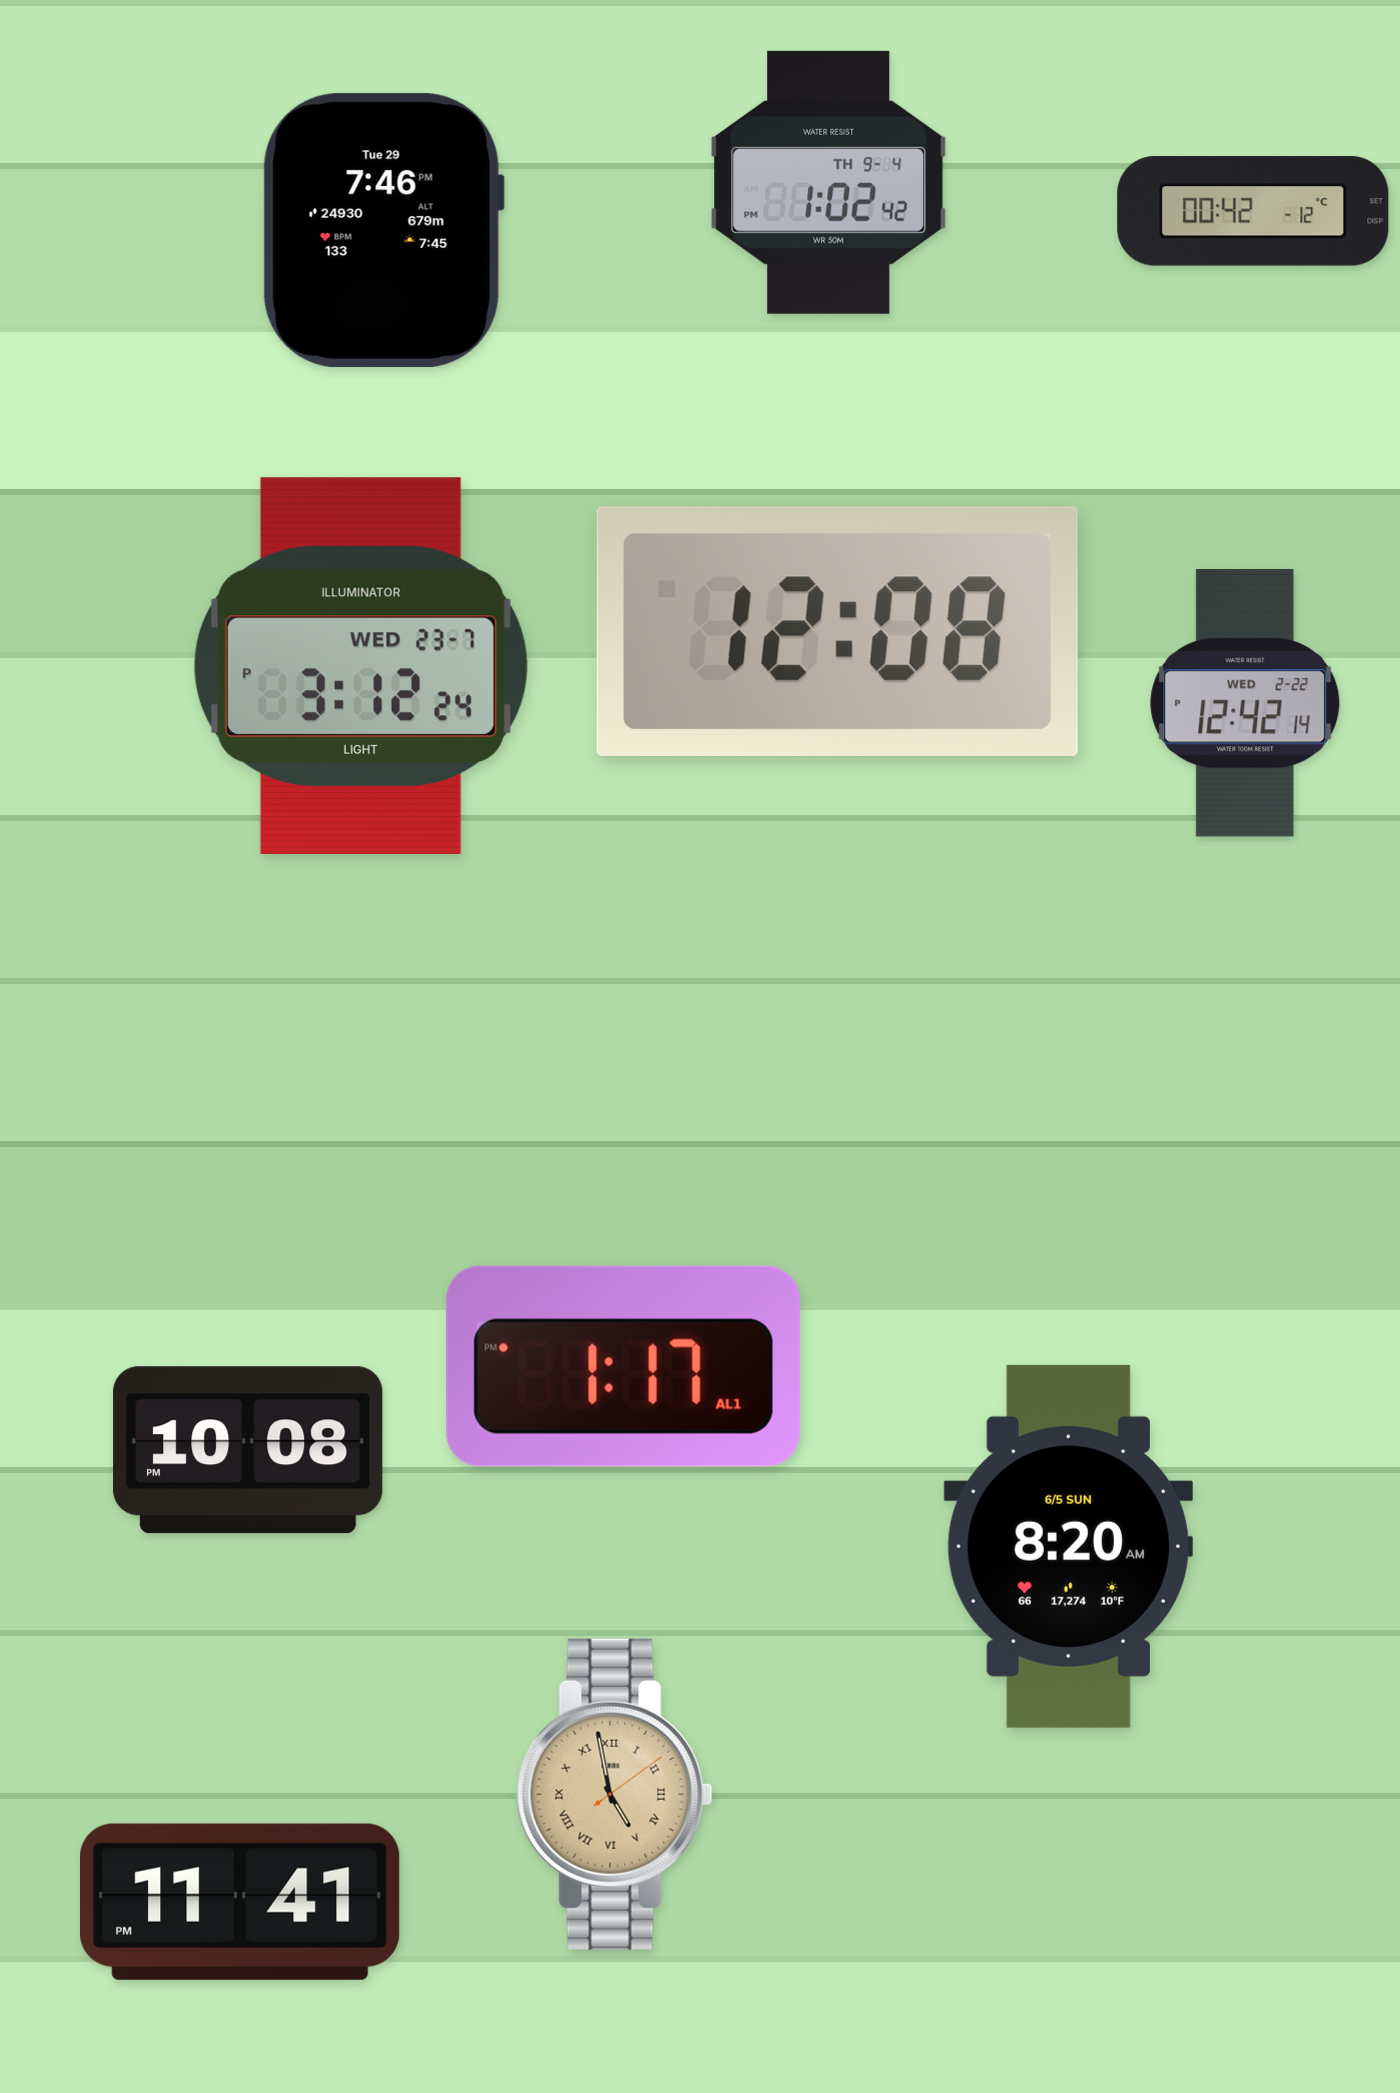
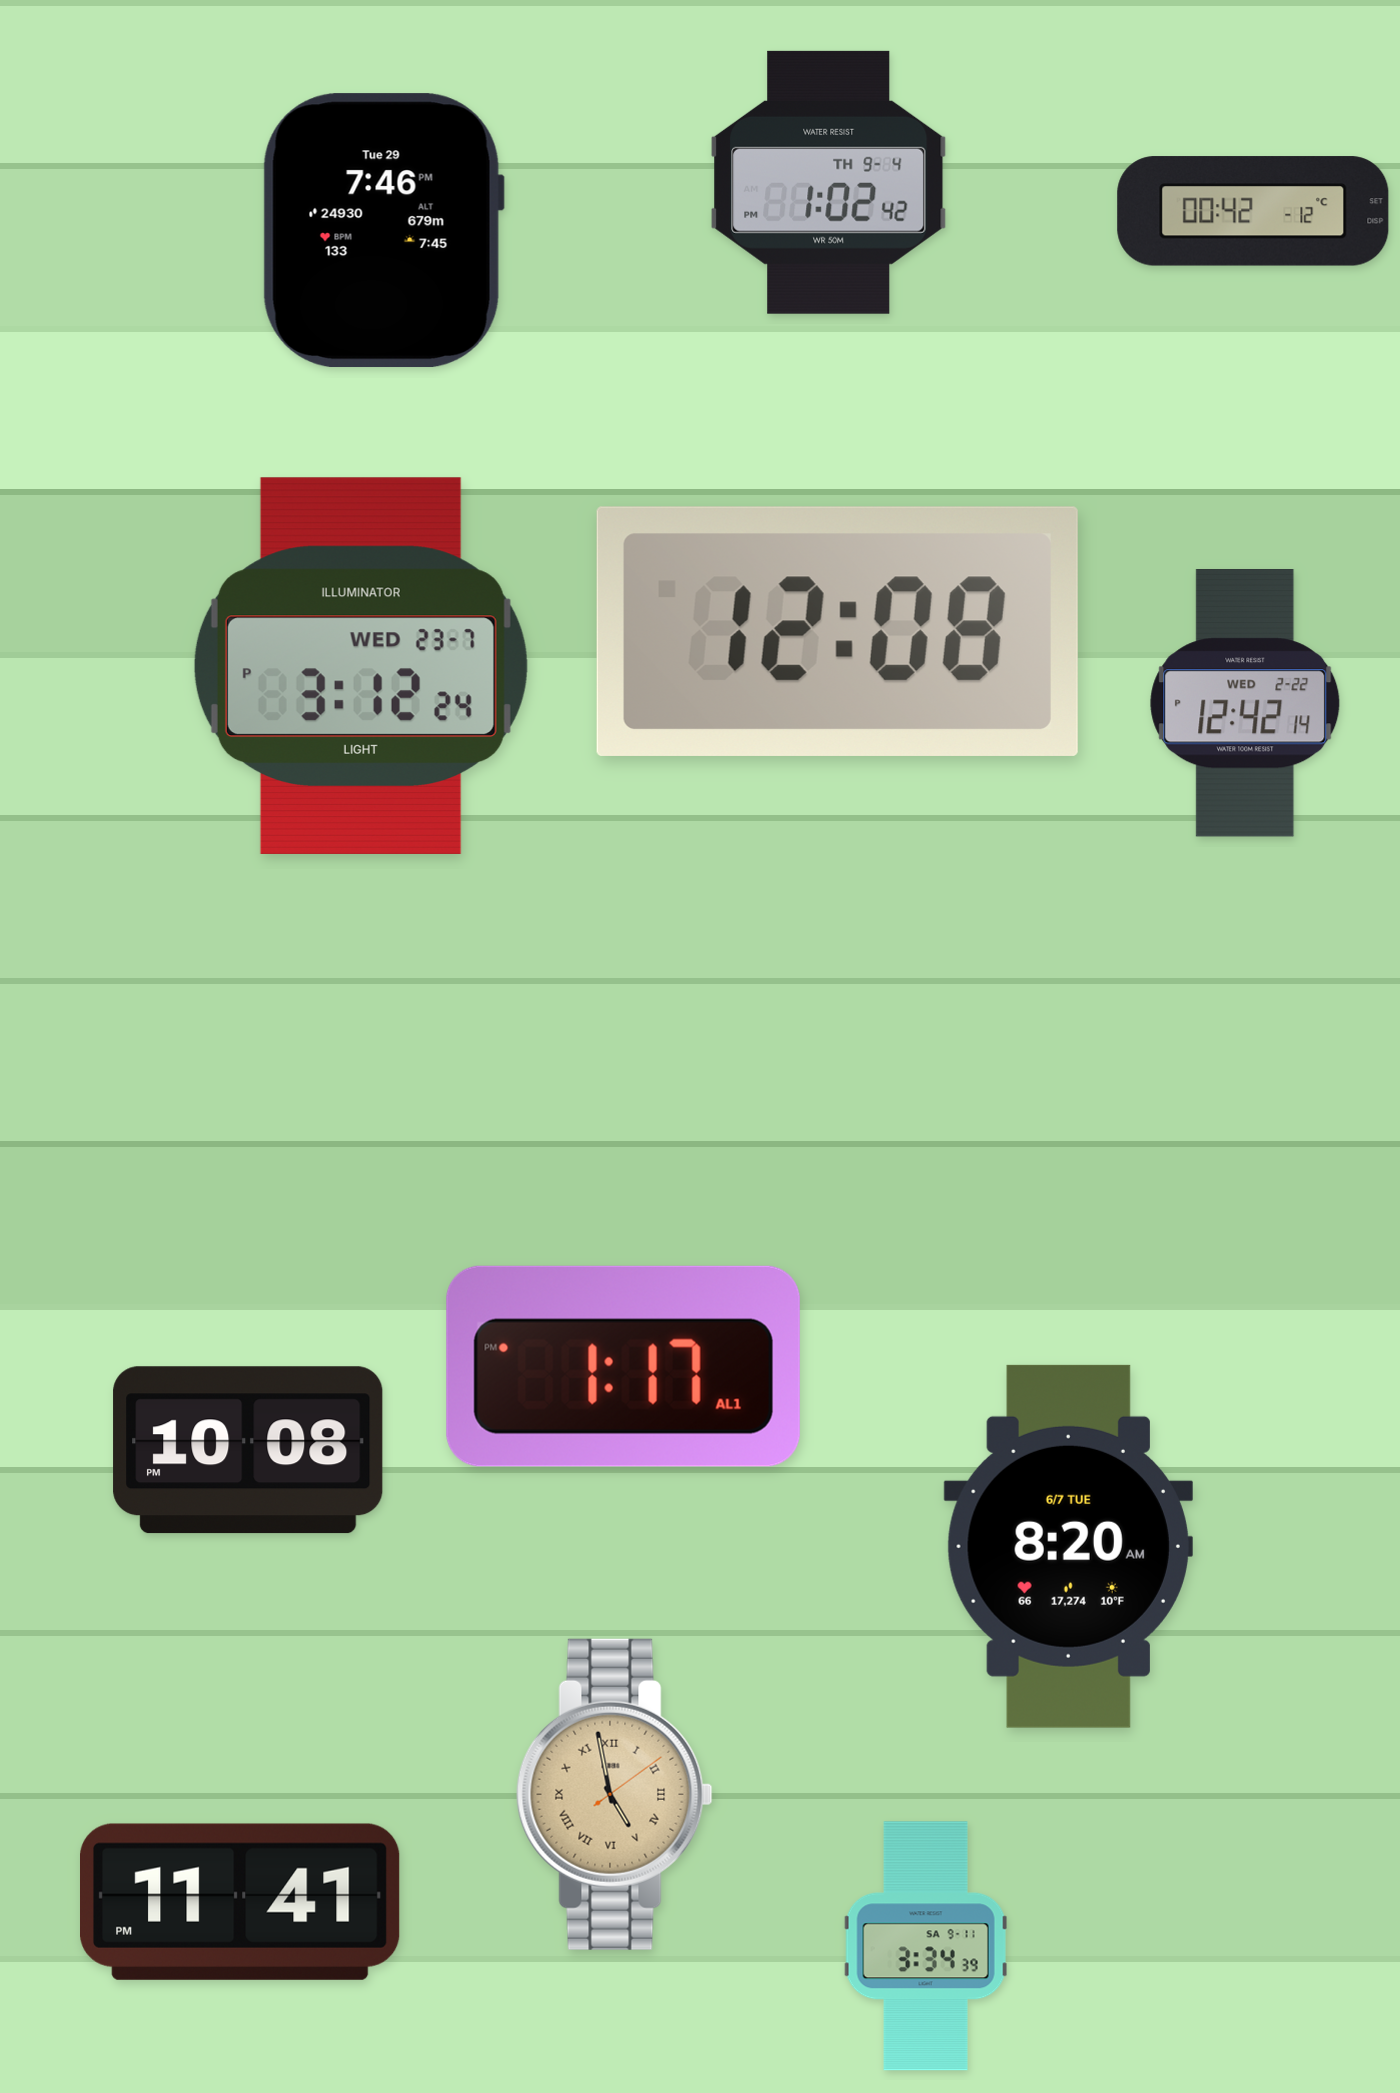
clock at (1068, 1546) date: 6/5 SUN -> 6/7 TUE
clock at (926, 1946): none -> 3:34
